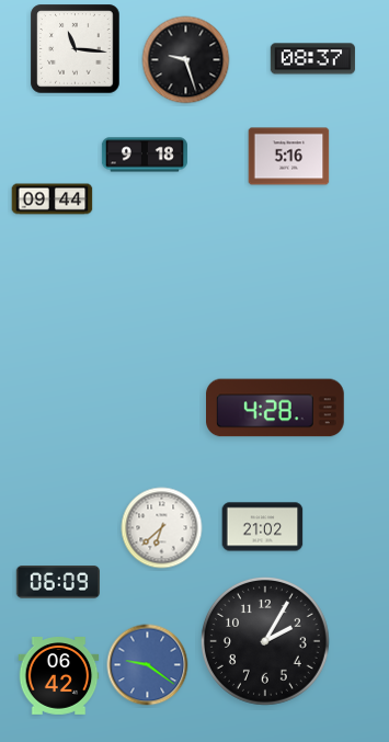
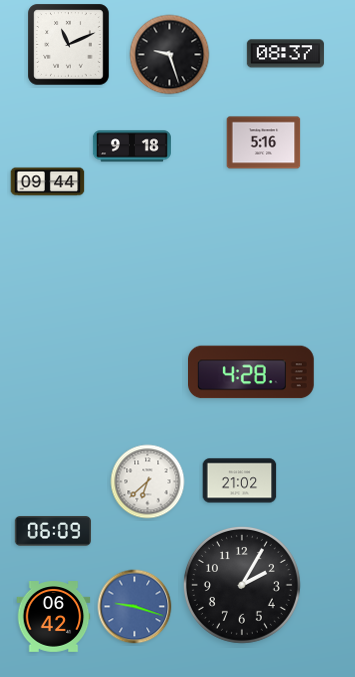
clock at (76, 49): 11:16 -> 11:11
clock at (145, 155) position: (145, 155) -> (132, 146)
clock at (148, 665): 9:21 -> 9:18
